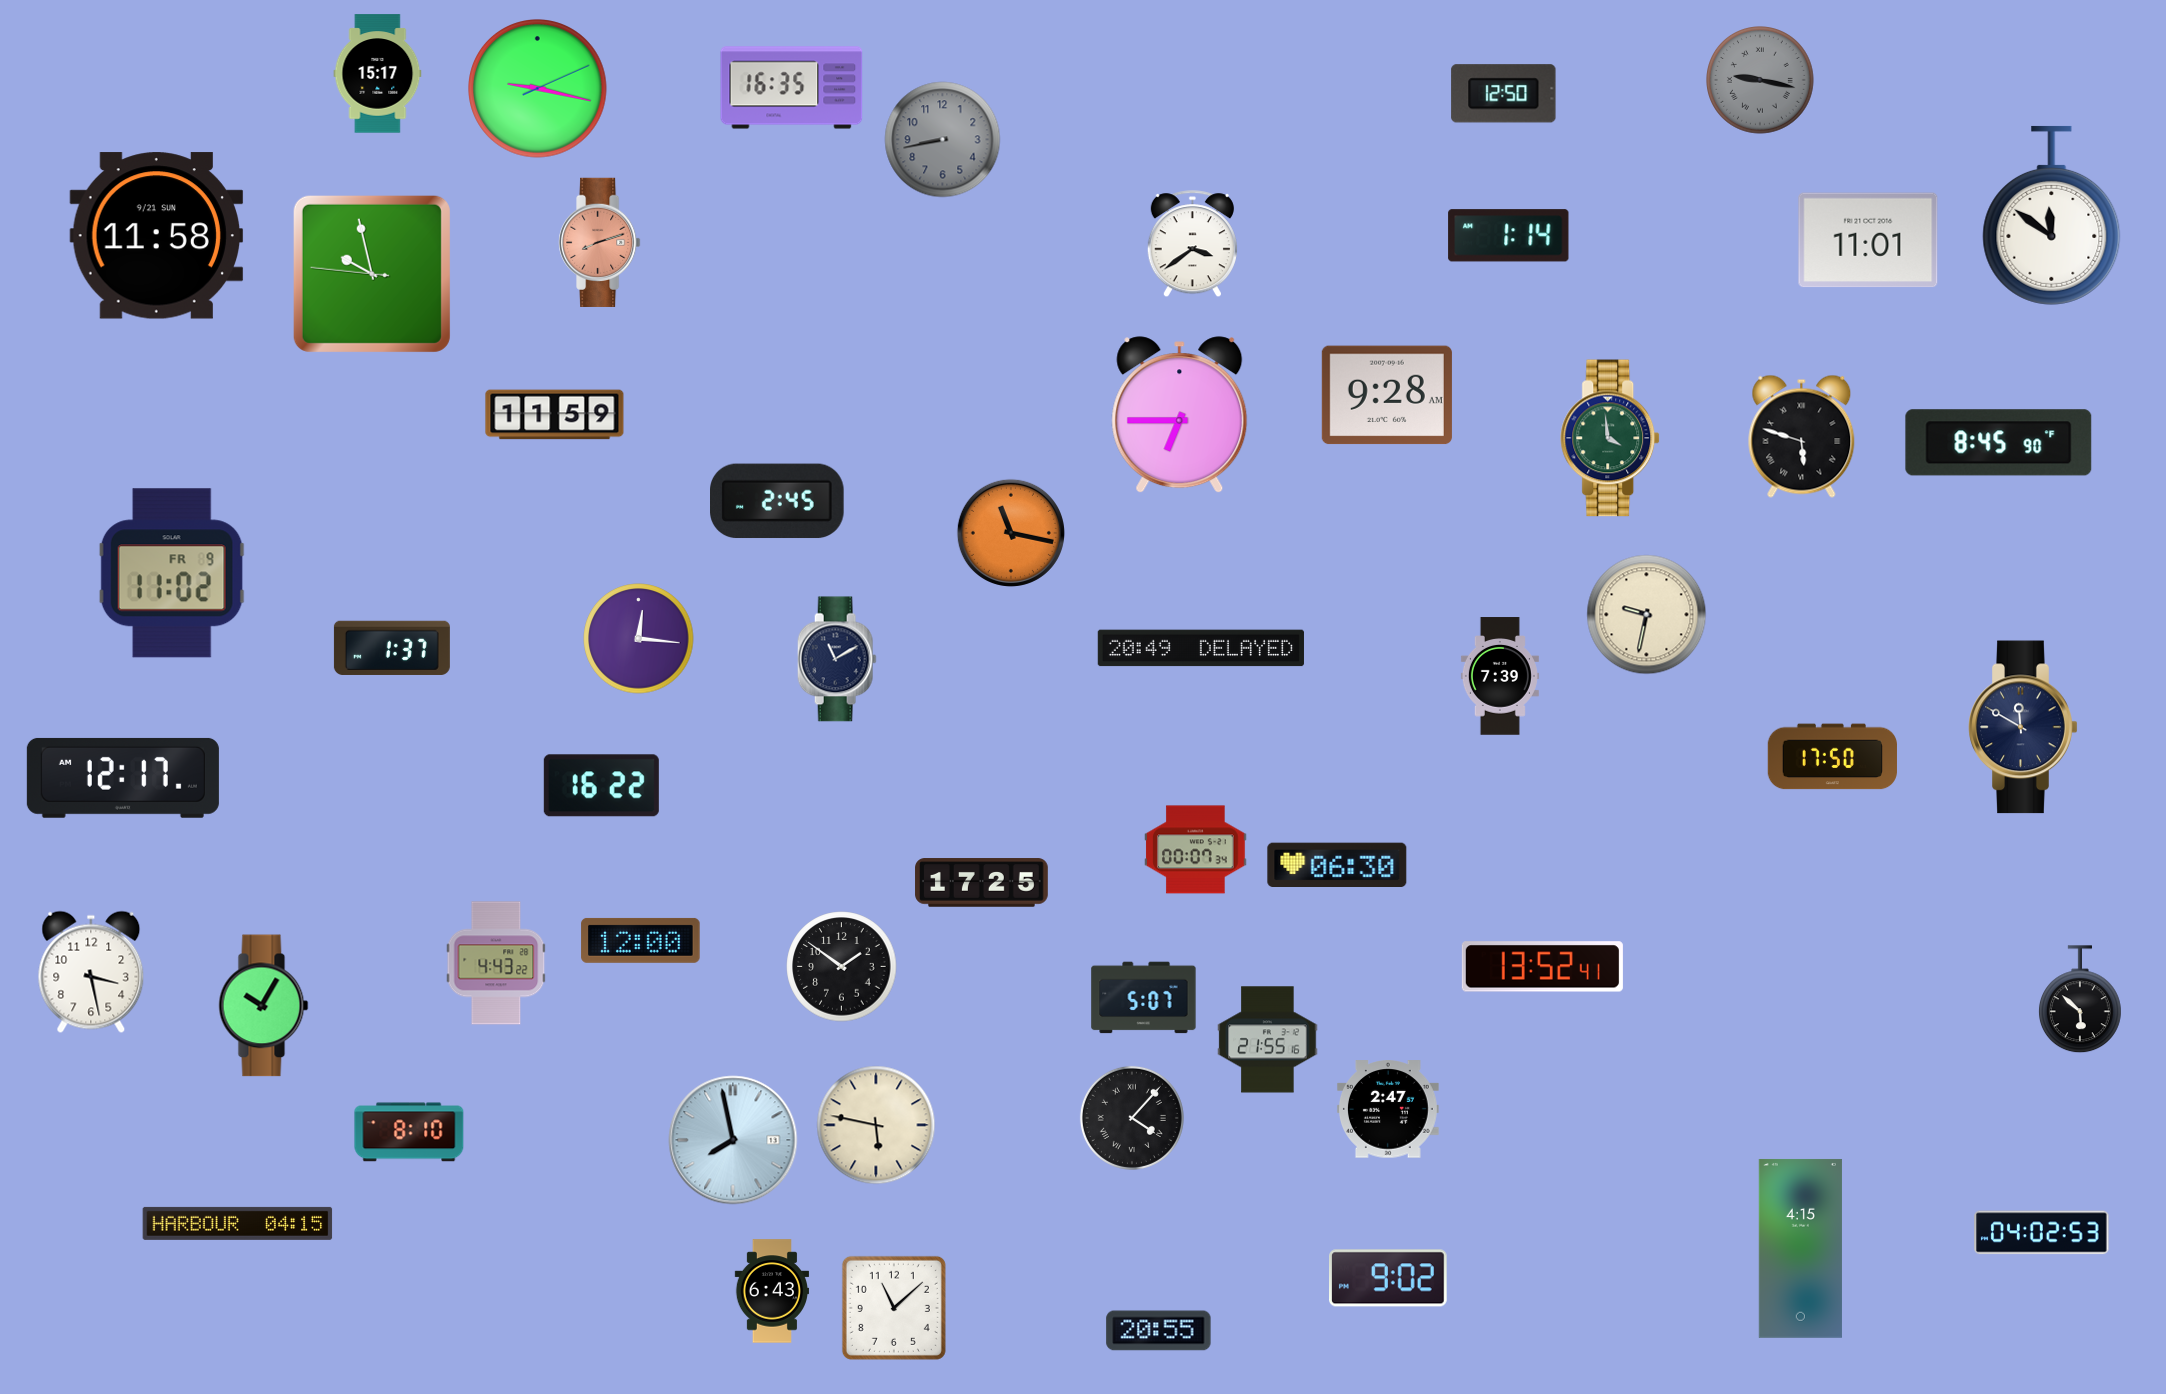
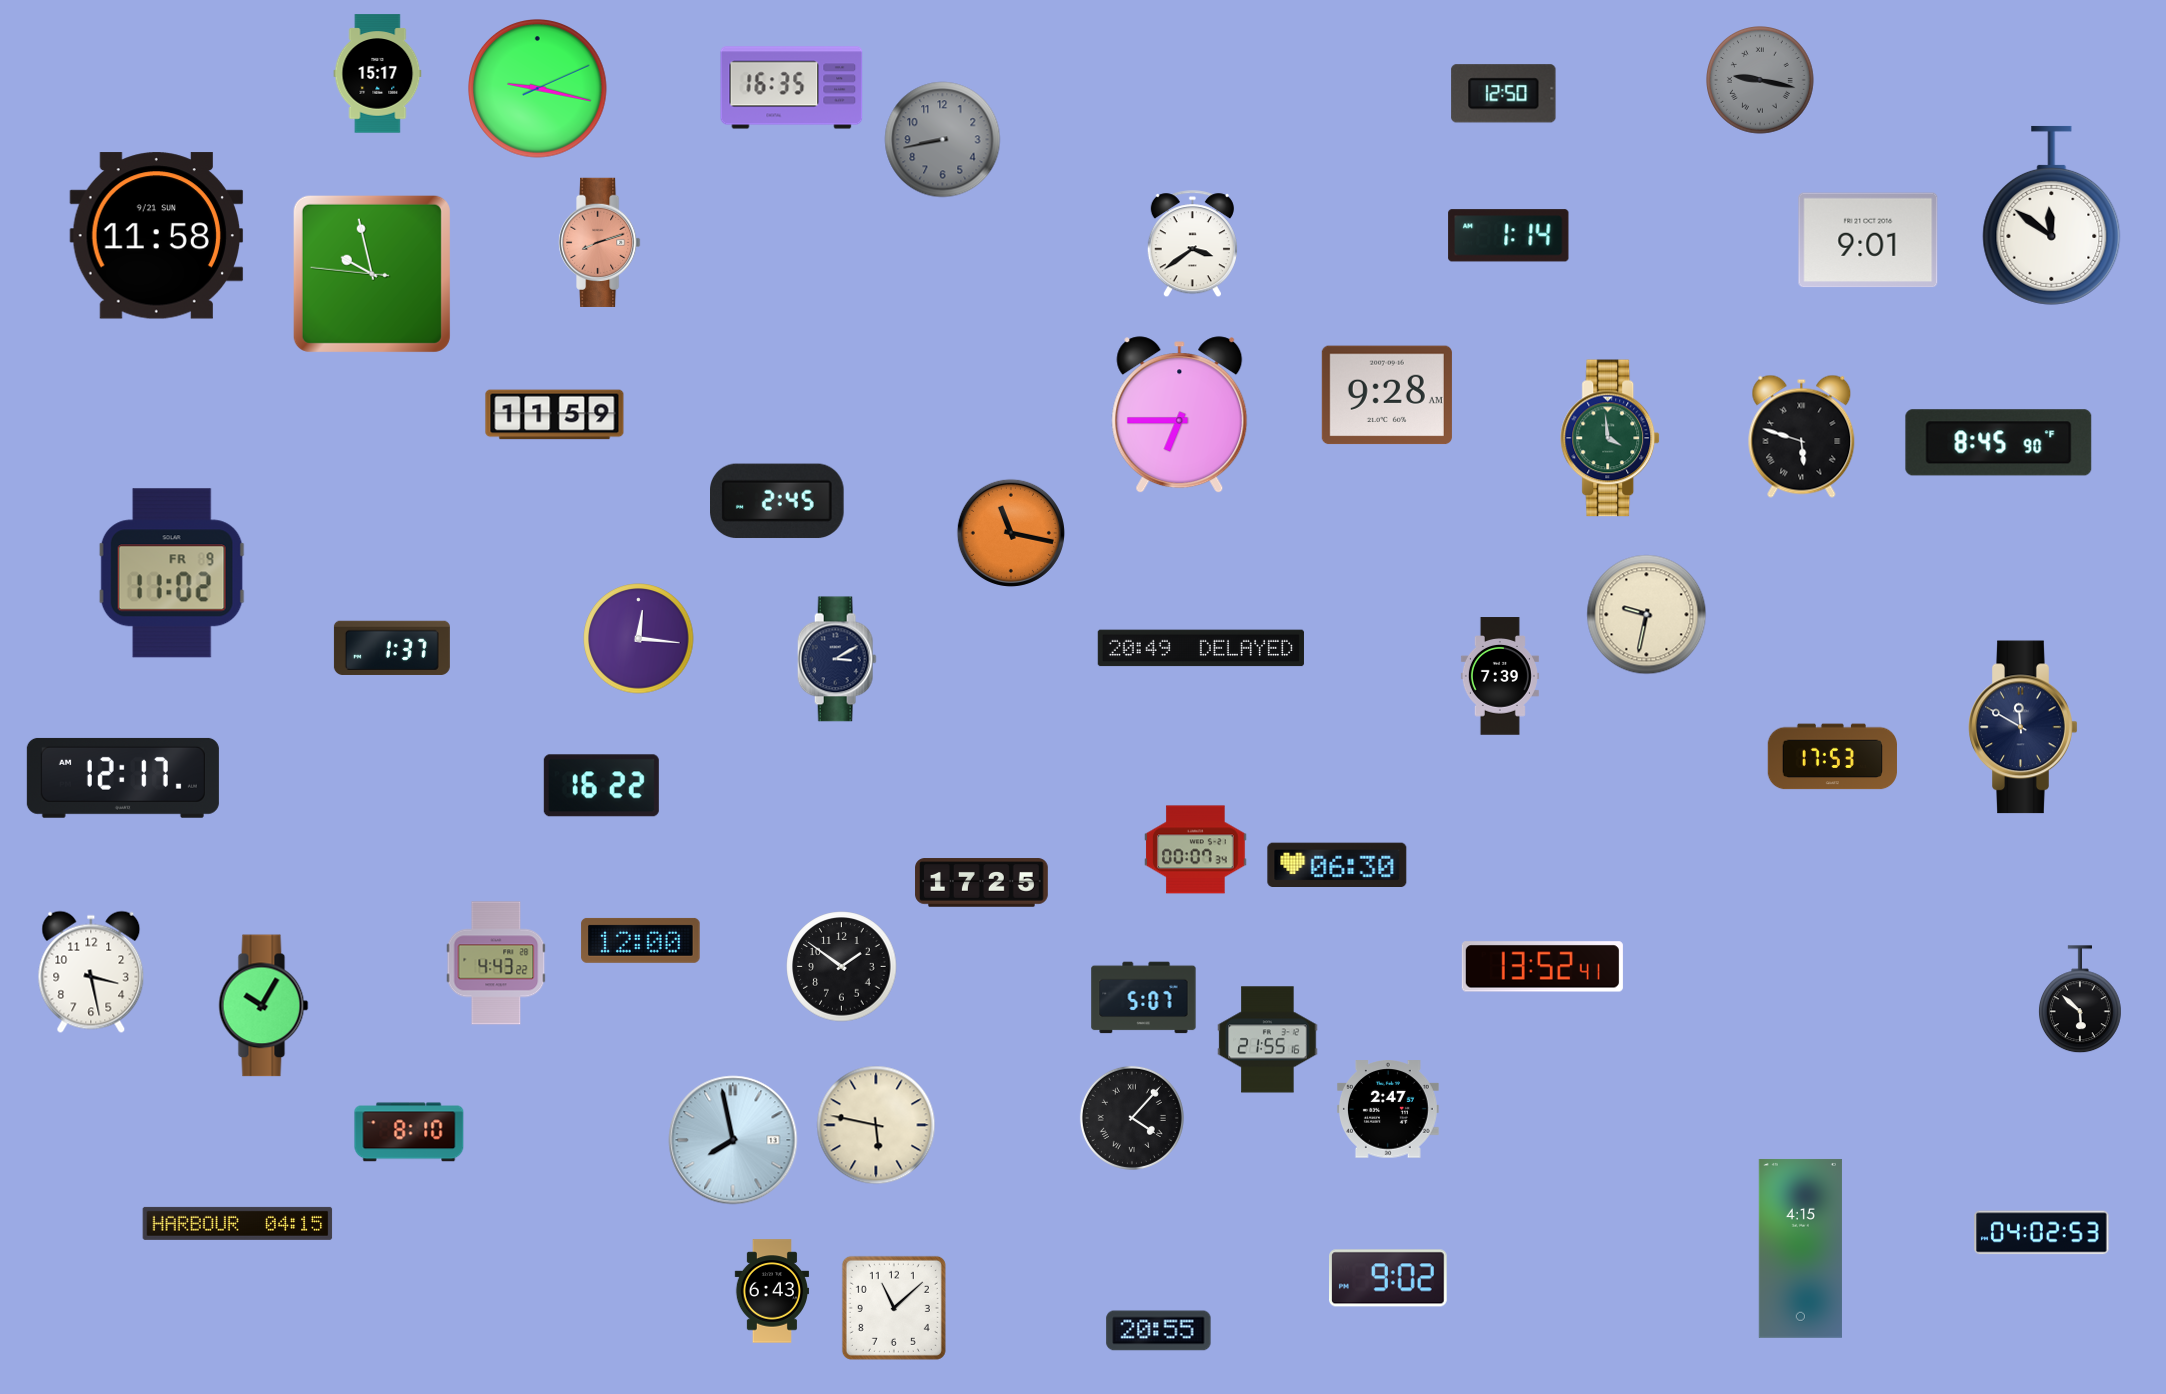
clock at (1868, 240): 11:01 -> 9:01
clock at (837, 659): 11:10 -> 3:10
clock at (1832, 757): 17:50 -> 17:53
